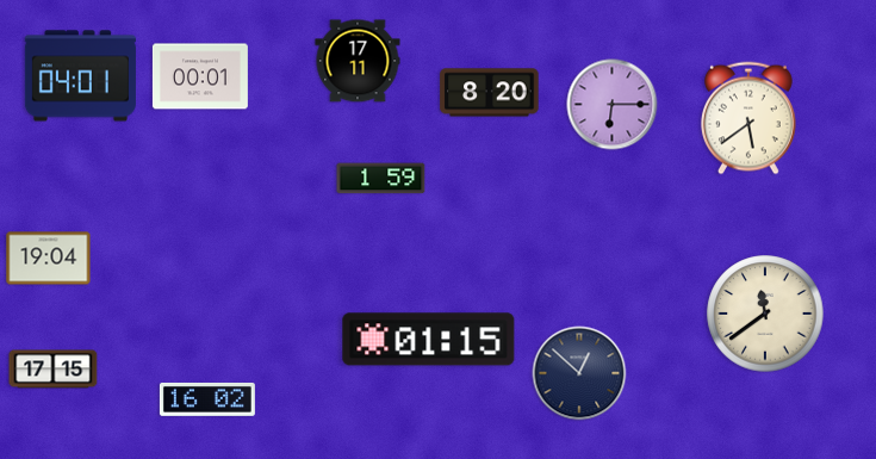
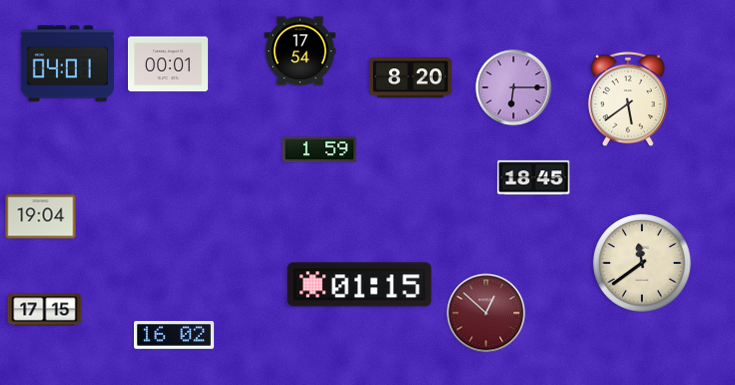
clock at (358, 61): 17:11 -> 17:54
clock at (534, 178): none -> 18:45
clock at (579, 373) dial: navy -> burgundy
